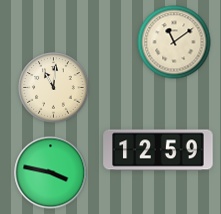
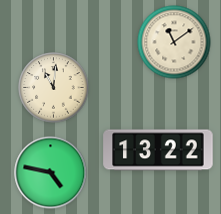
clock at (158, 150): 12:59 -> 13:22
clock at (51, 173): 3:47 -> 4:47
